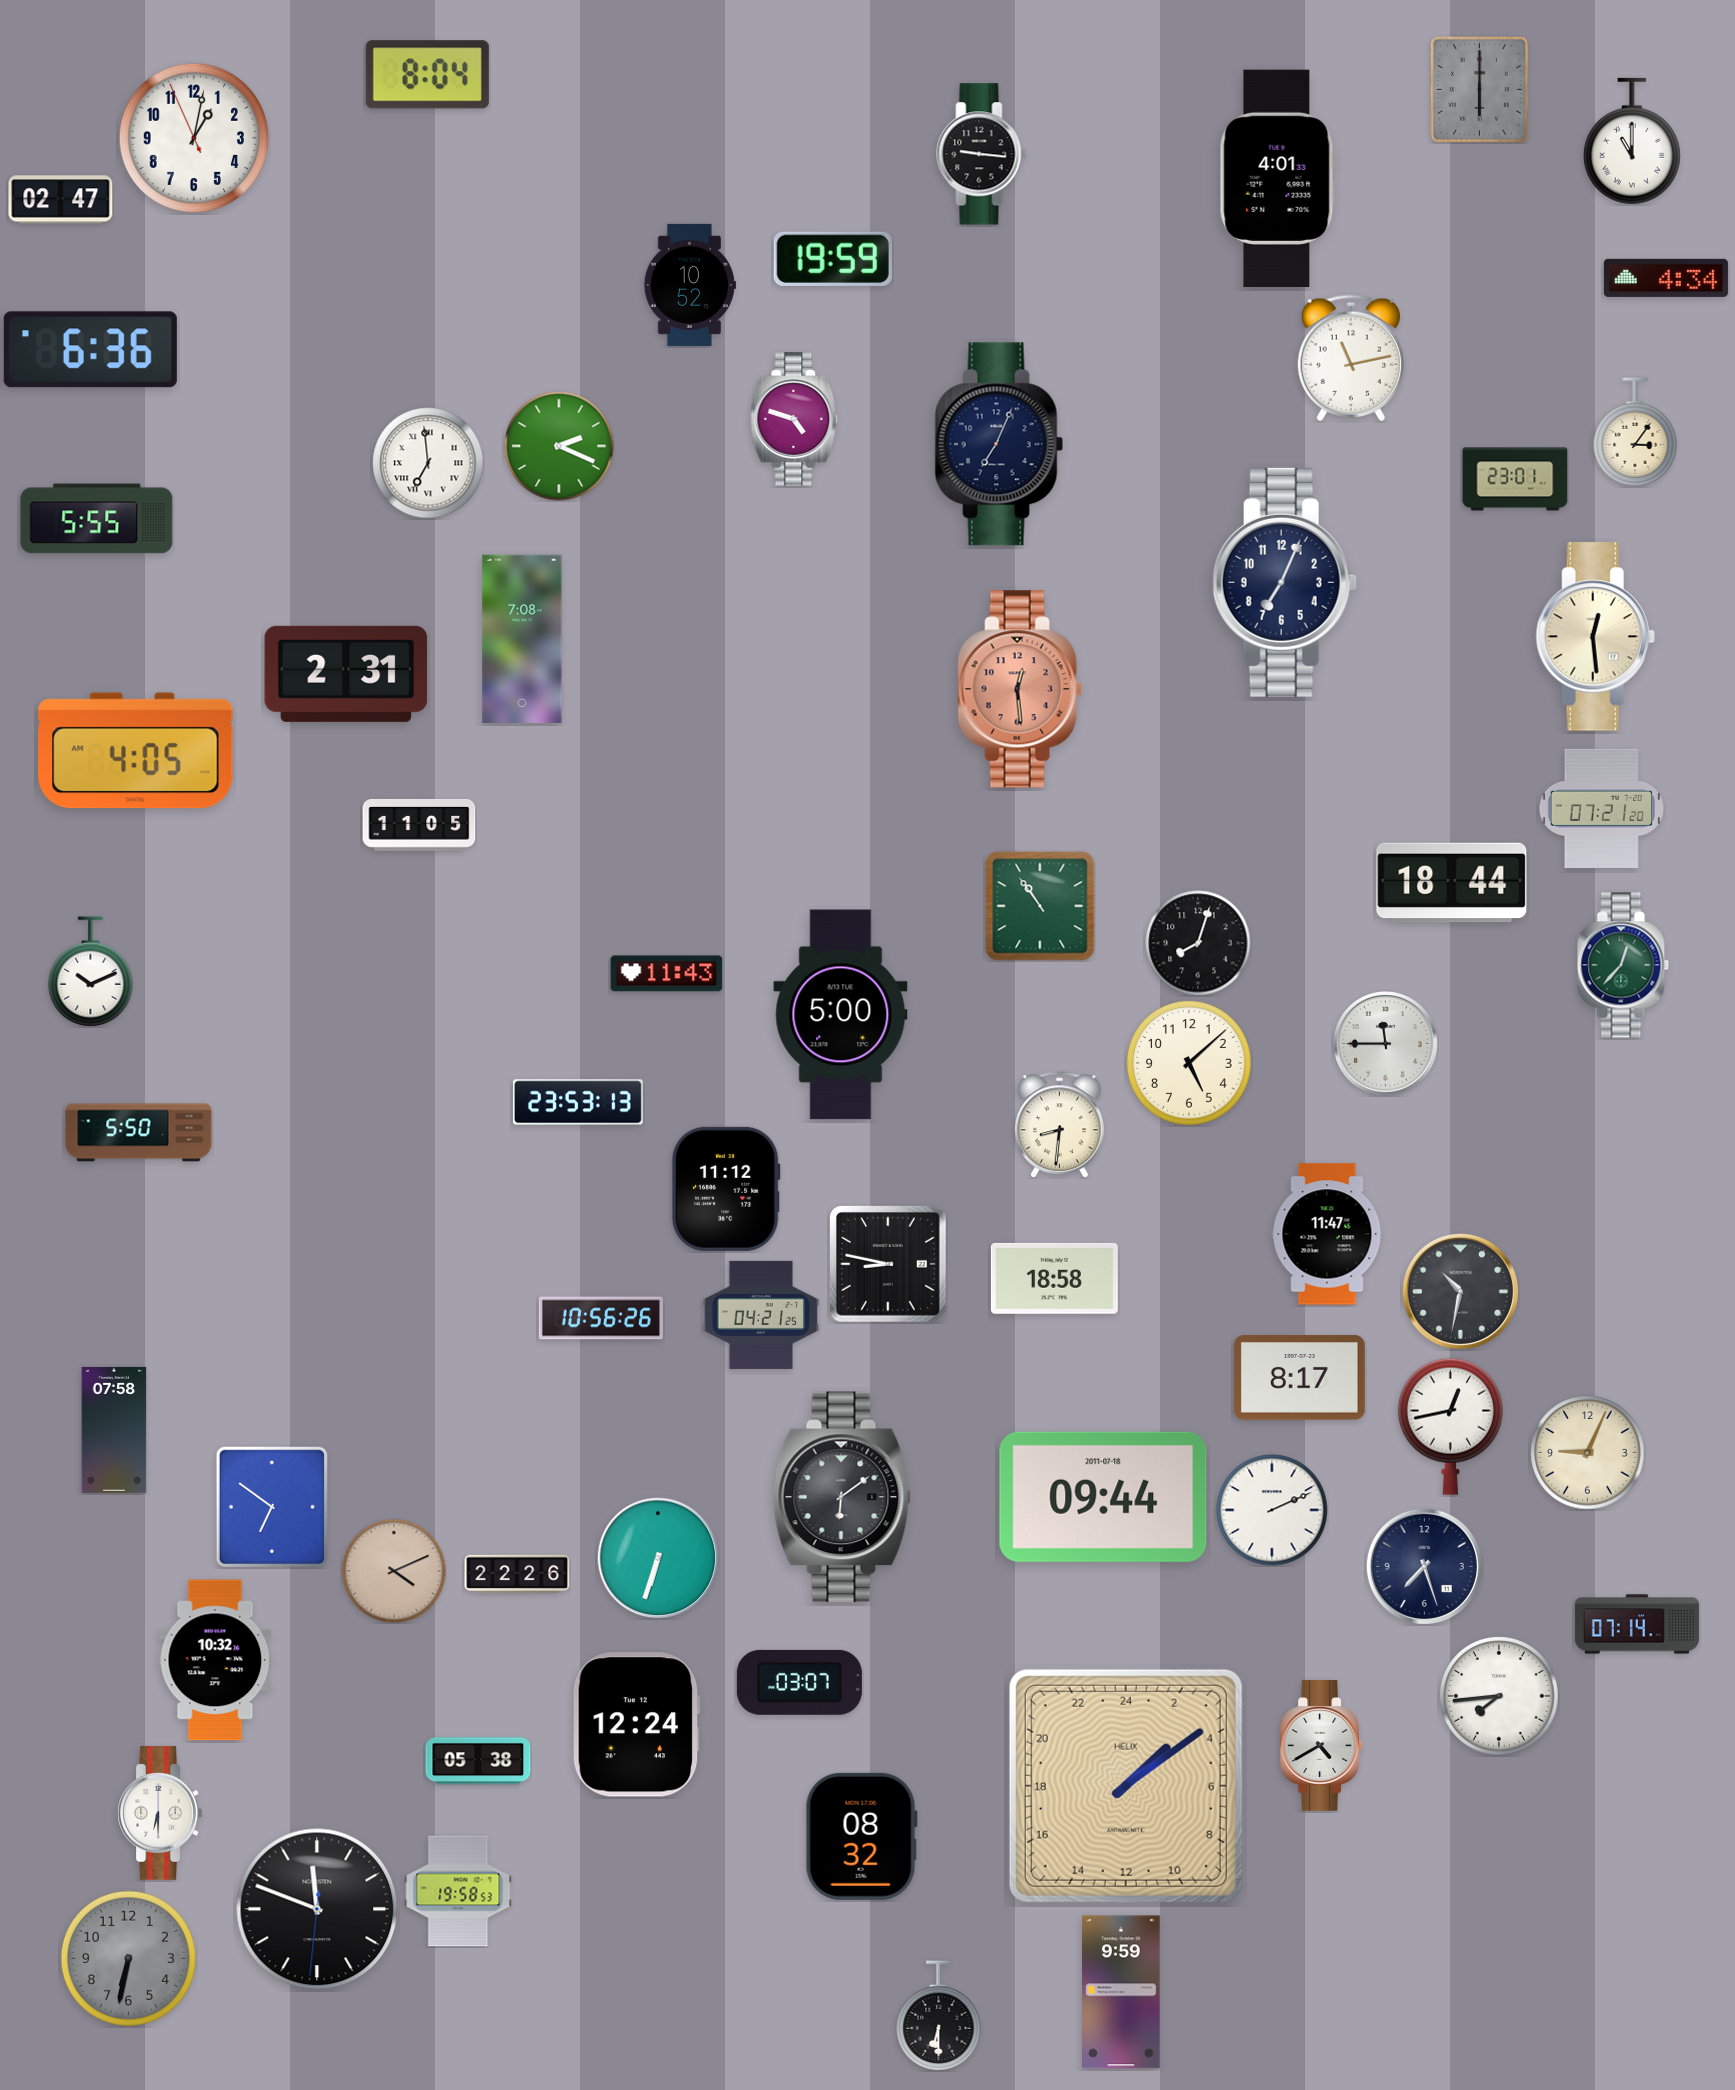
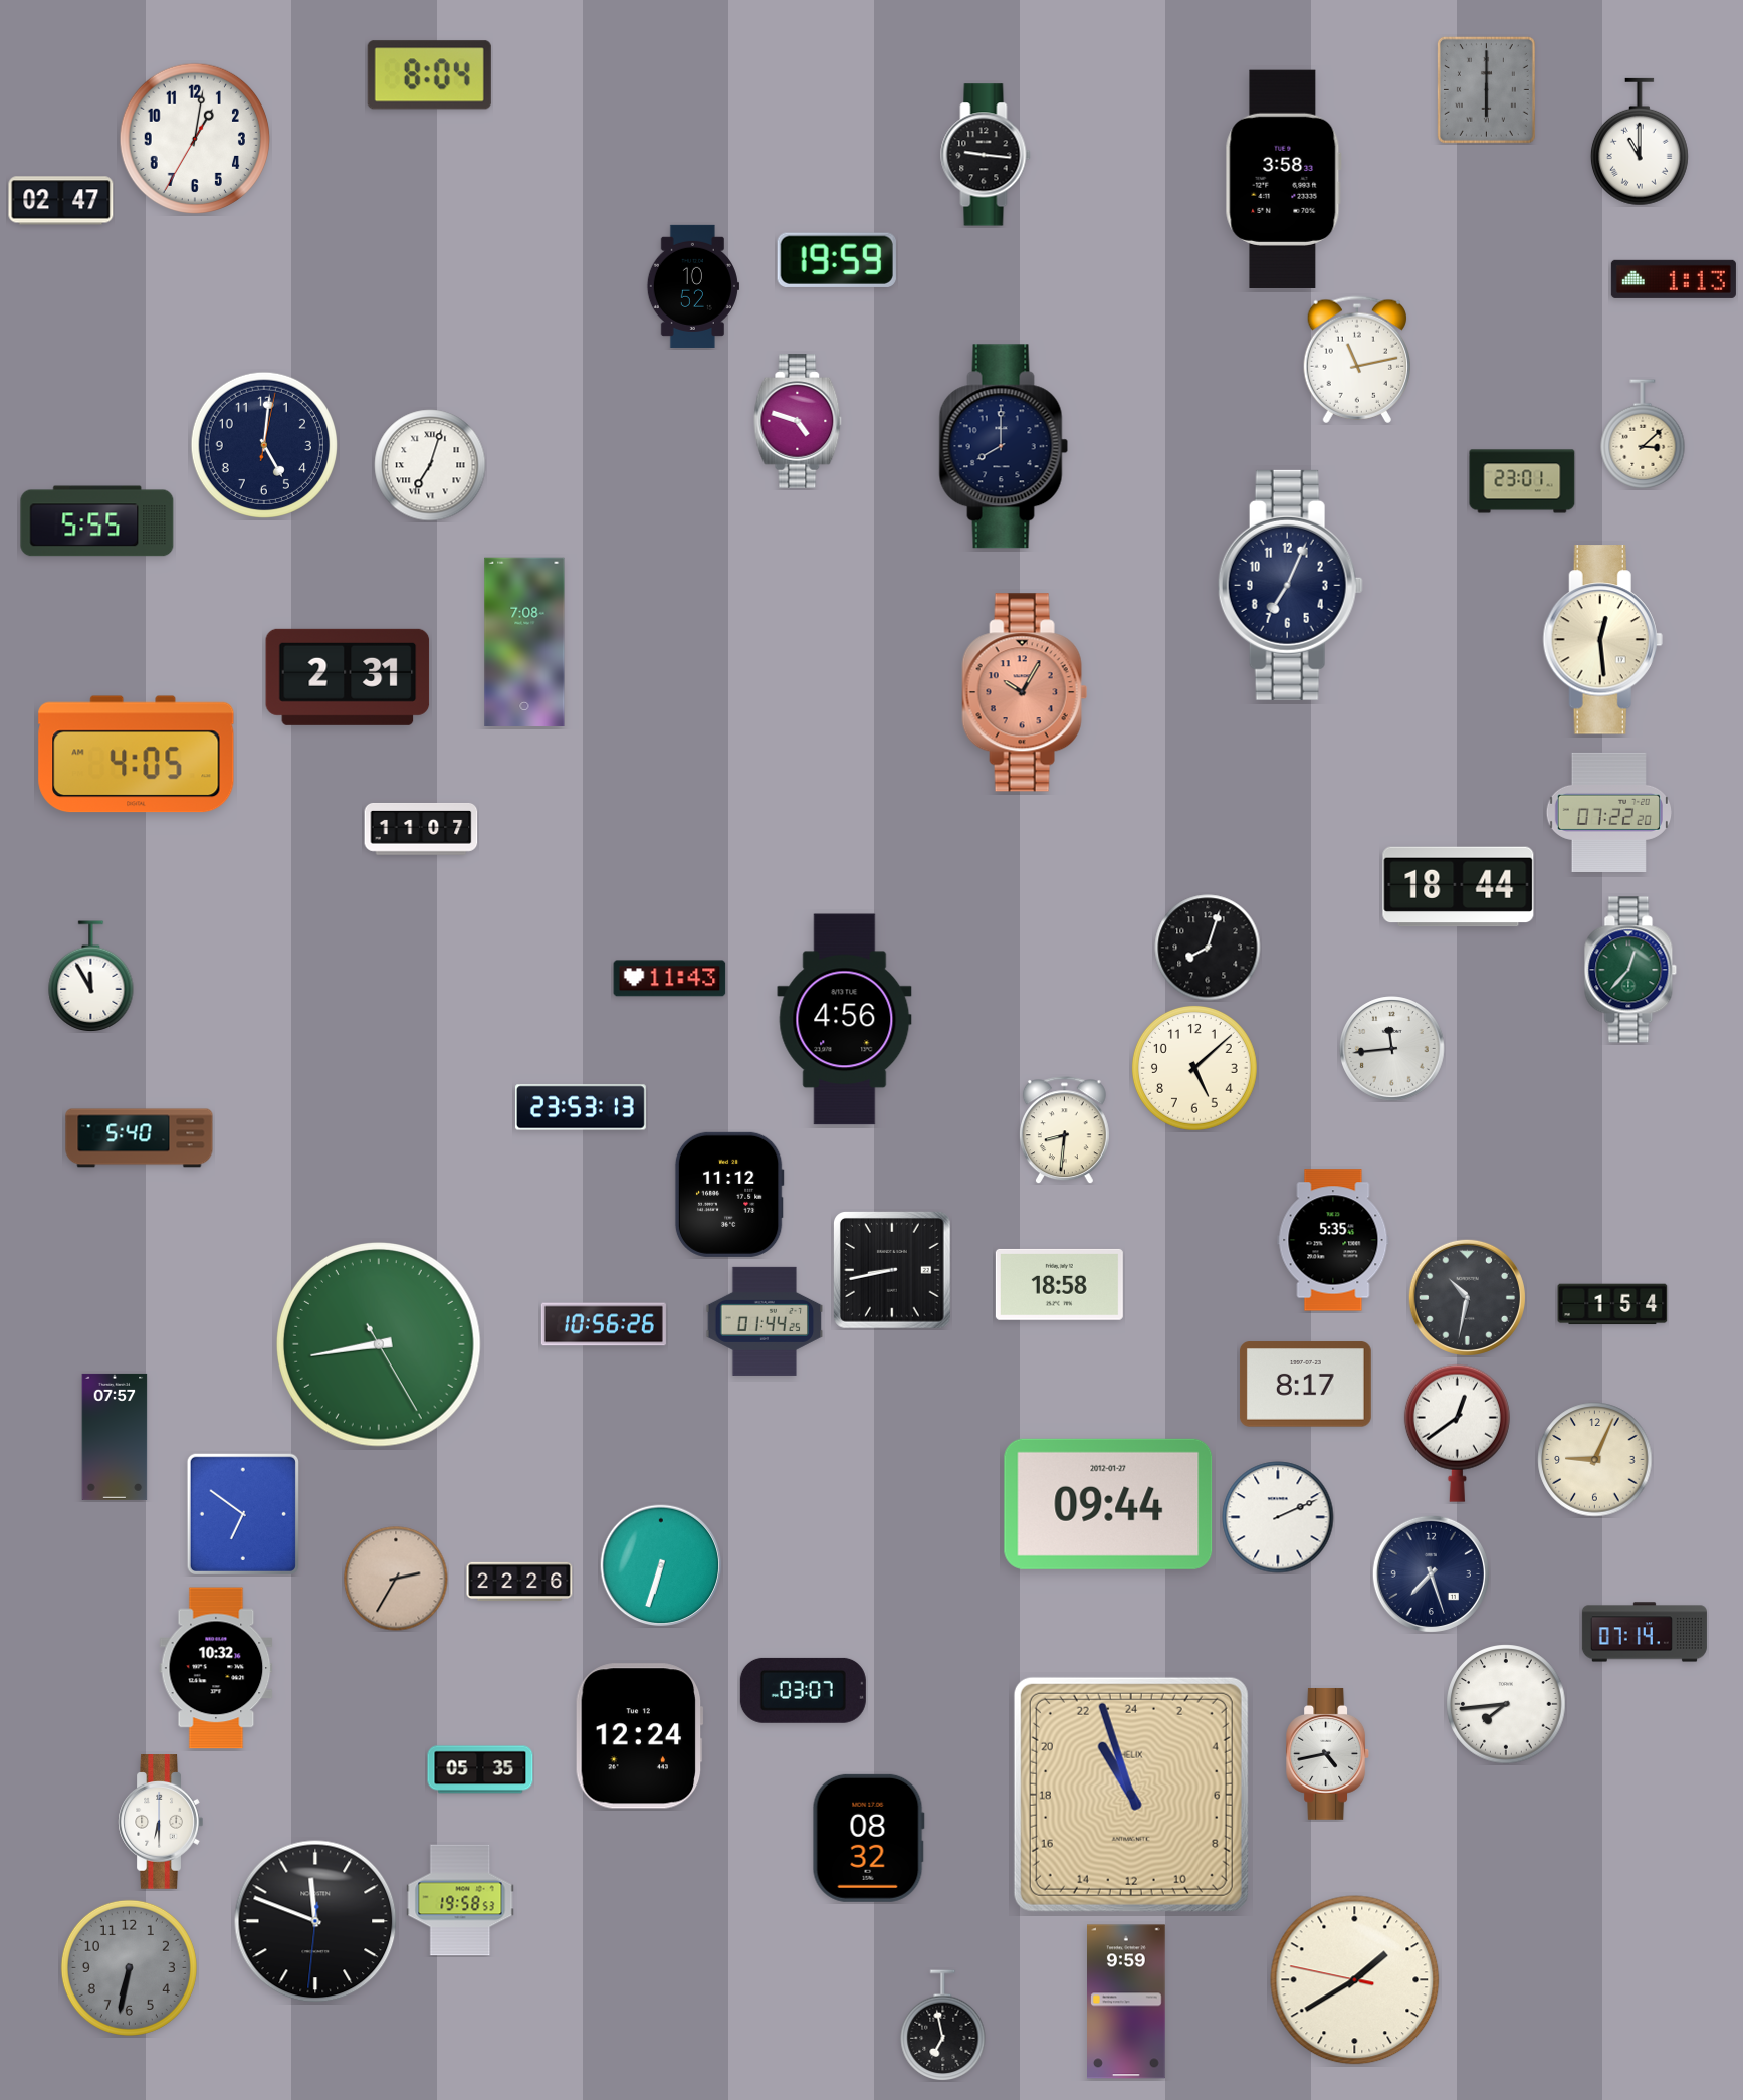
clock at (193, 137): 1:01:56 -> 1:01:35
clock at (1277, 178): 4:01 -> 3:58
clock at (1666, 278): 4:34 -> 1:13
clock at (90, 350): 6:36 -> none
clock at (1635, 432): 3:06 -> 3:08
clock at (264, 445): none -> 5:01
clock at (999, 444): 7:04 -> 8:00
clock at (559, 446): 2:19 -> none
clock at (428, 463): 6:59 -> 7:03
clock at (1020, 689): 12:29 -> 10:05
clock at (1601, 808): 07:21 -> 07:22
clock at (419, 825): 11:05 -> 11:07
clock at (1040, 906): 10:54 -> none
clock at (1198, 943) position: (1198, 943) -> (1208, 948)
clock at (91, 971): 10:11 -> 11:55
clock at (841, 1015): 5:00 -> 4:56
clock at (1386, 1044): 11:45 -> 11:44
clock at (139, 1133): 5:50 -> 5:40
clock at (1327, 1234): 11:47 -> 5:35
clock at (889, 1265): 8:47 -> 8:43
clock at (1612, 1304): none -> 1:54
clock at (761, 1315): 04:21 -> 01:44
clock at (380, 1345): none -> 8:43
clock at (1450, 1426): 12:43 -> 12:39
clock at (114, 1430): 07:58 -> 07:57
clock at (842, 1497): 6:09 -> none
clock at (1103, 1497) date: 2011-07-18 -> 2012-01-27
clock at (272, 1506) position: (272, 1506) -> (243, 1513)
clock at (394, 1571): 4:11 -> 2:35
clock at (636, 1725) position: (636, 1725) -> (639, 1736)
clock at (1321, 1745): 4:40 -> 4:43
clock at (478, 1761): 05:38 -> 05:35
clock at (1126, 1786): 3:09 -> 21:57
clock at (861, 1836) position: (861, 1836) -> (868, 1838)
clock at (317, 1909) position: (317, 1909) -> (315, 1921)
clock at (1355, 1980): none -> 1:39
clock at (939, 2015): 6:30 -> 6:58
